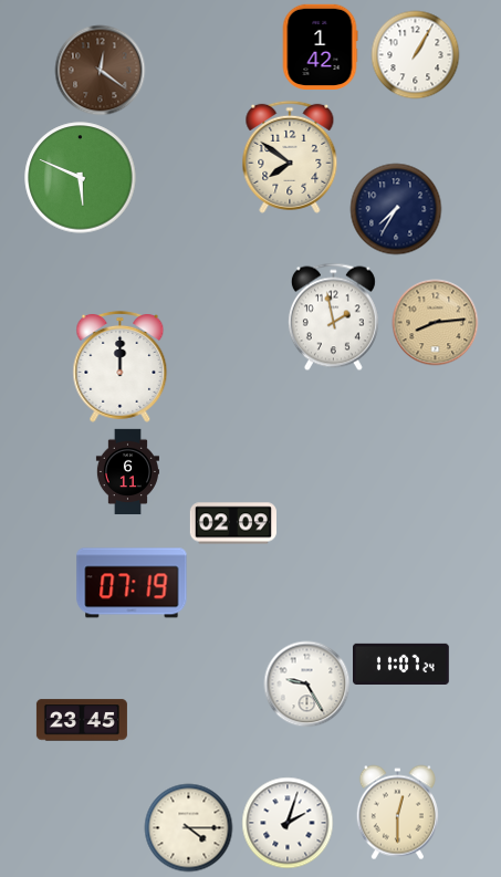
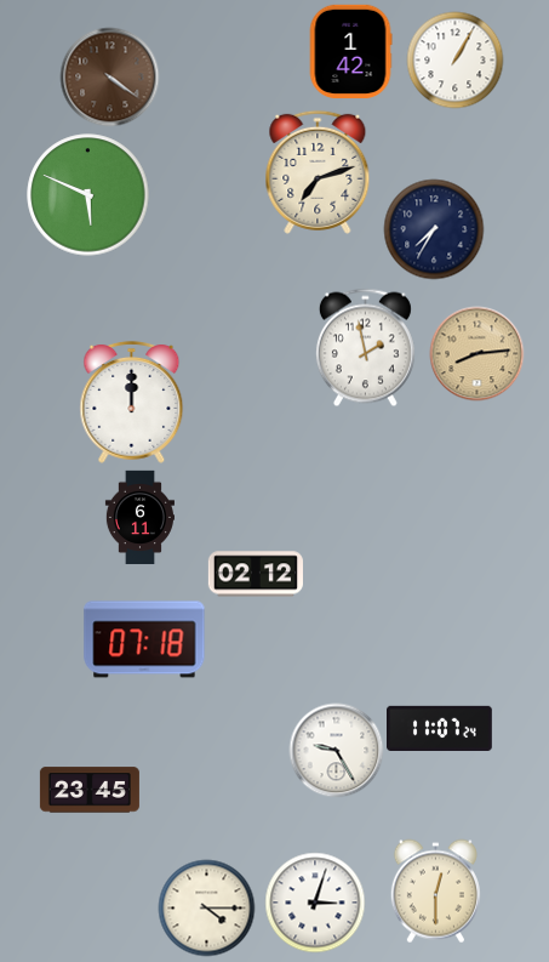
clock at (100, 70): 12:21 -> 4:21
clock at (290, 157): 7:51 -> 7:12
clock at (233, 523): 02:09 -> 02:12
clock at (132, 583): 07:19 -> 07:18
clock at (288, 823): 2:03 -> 3:03
